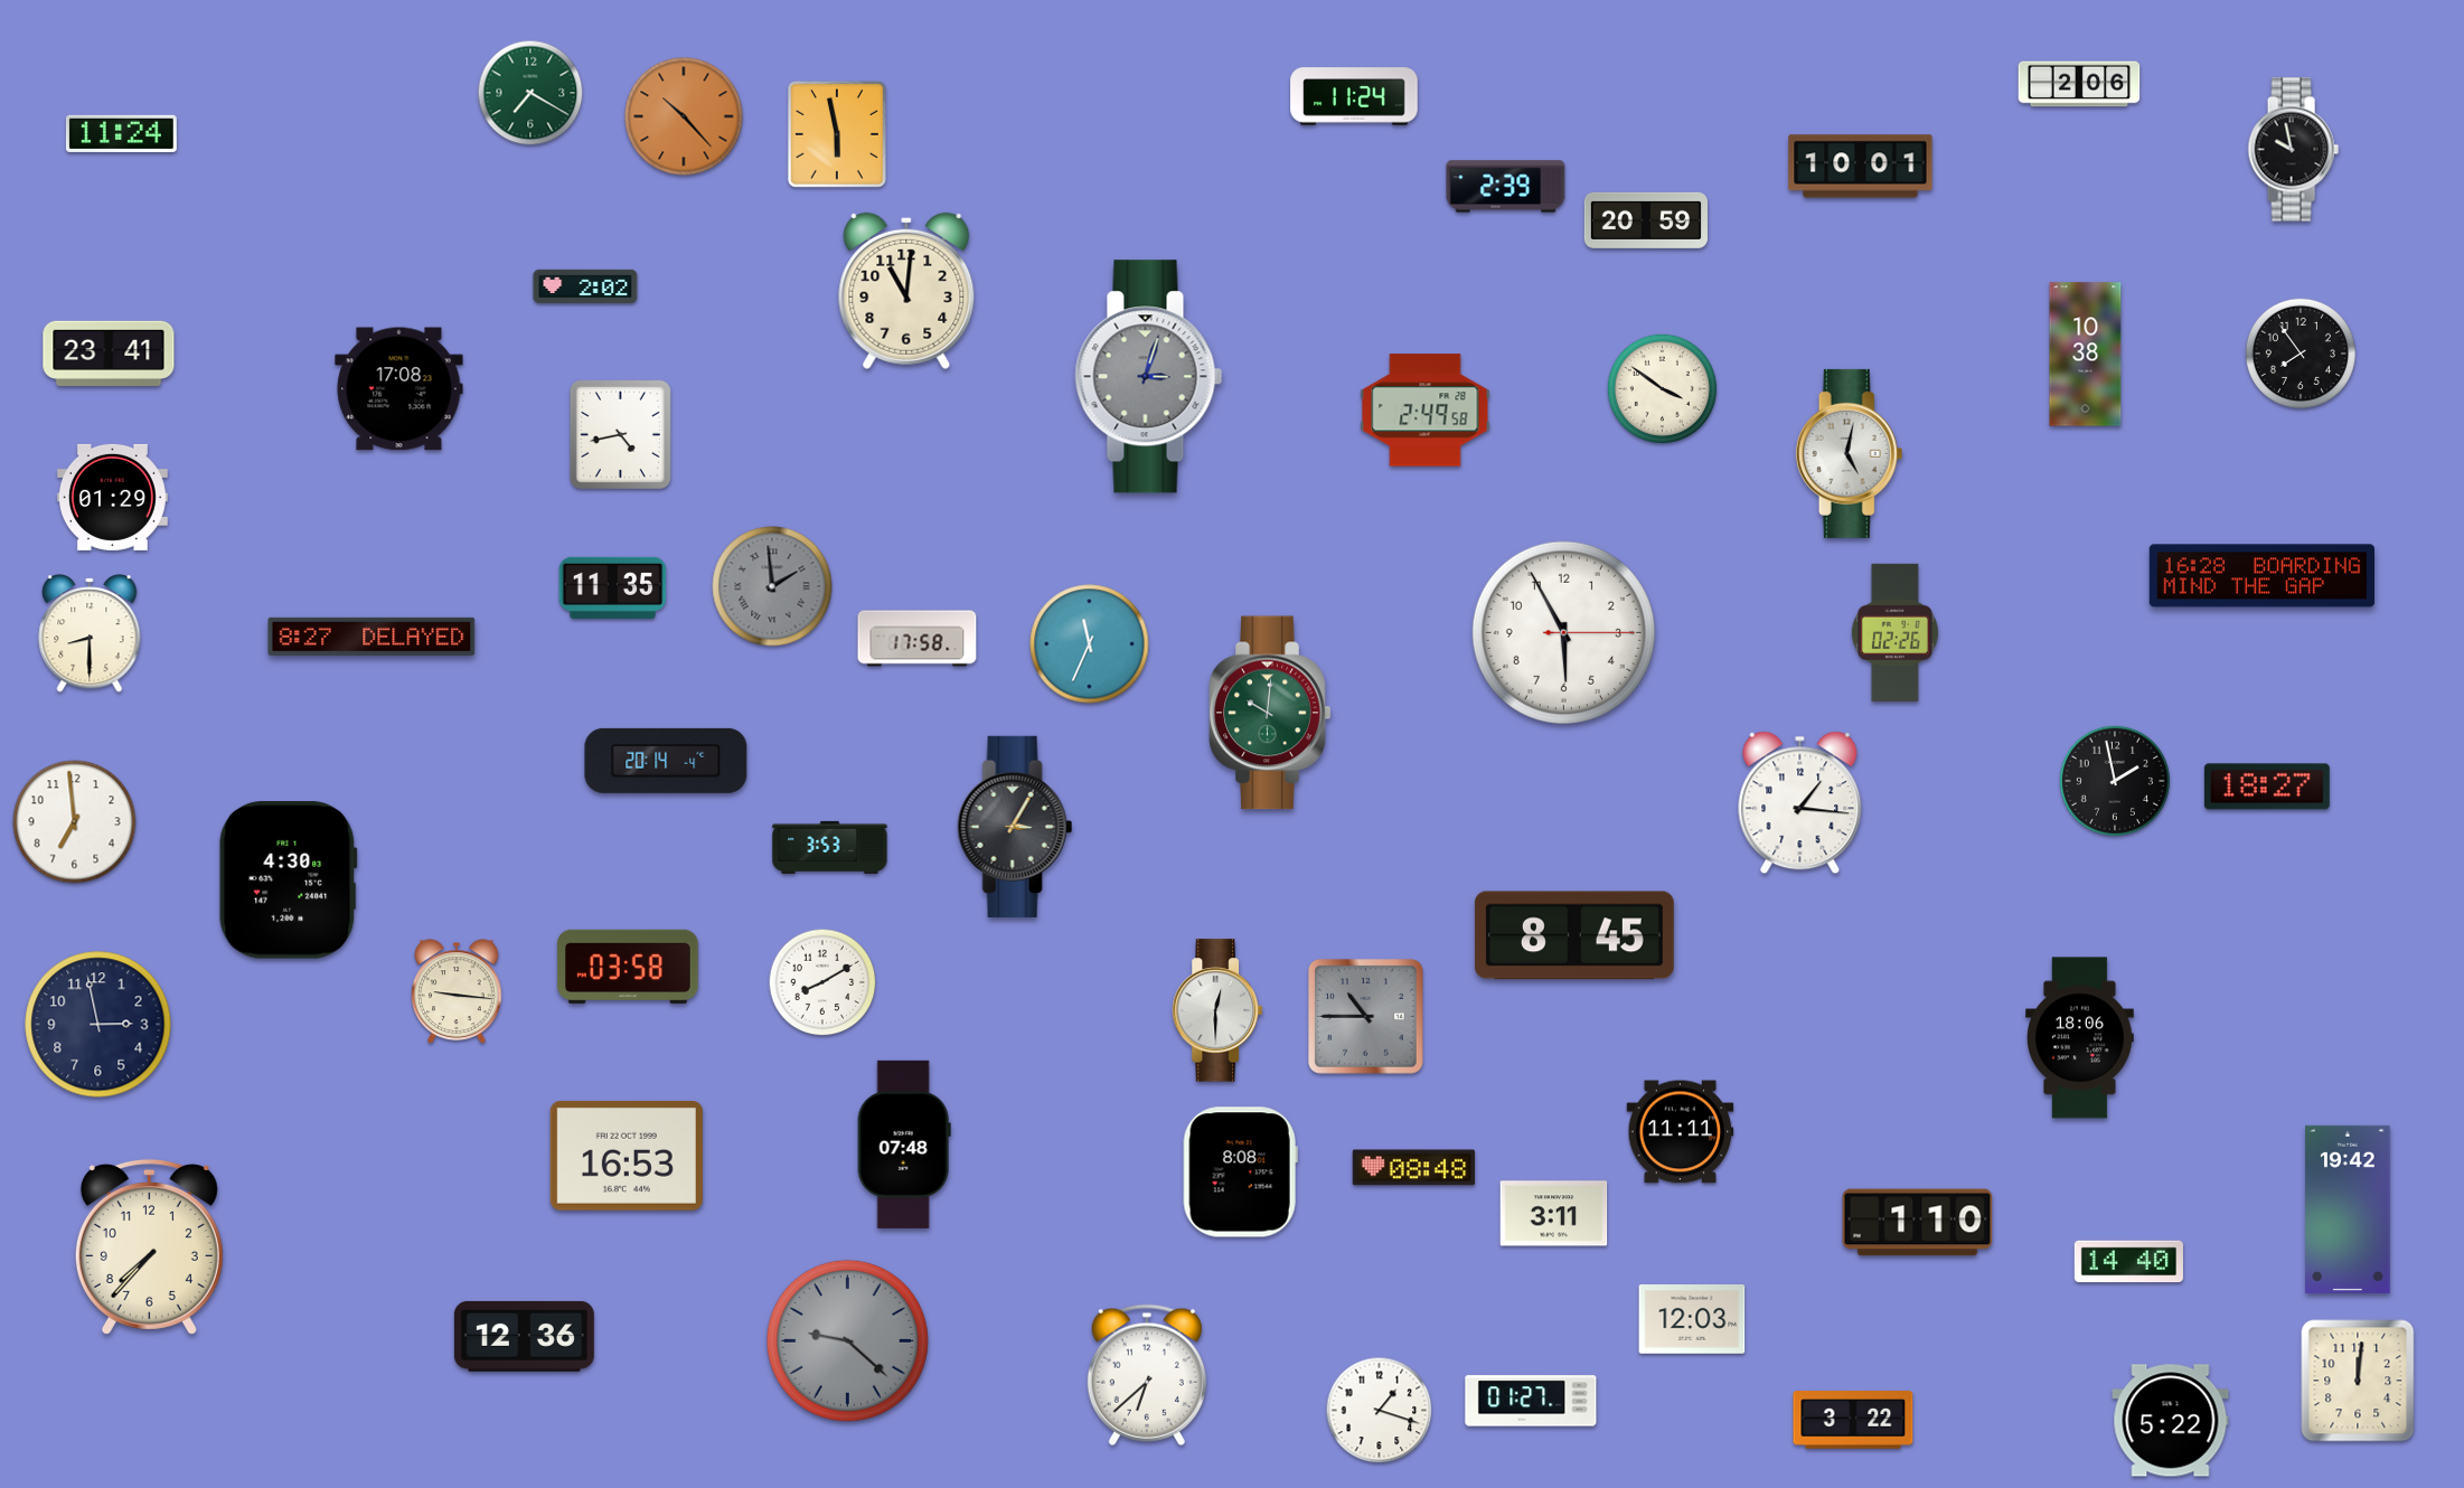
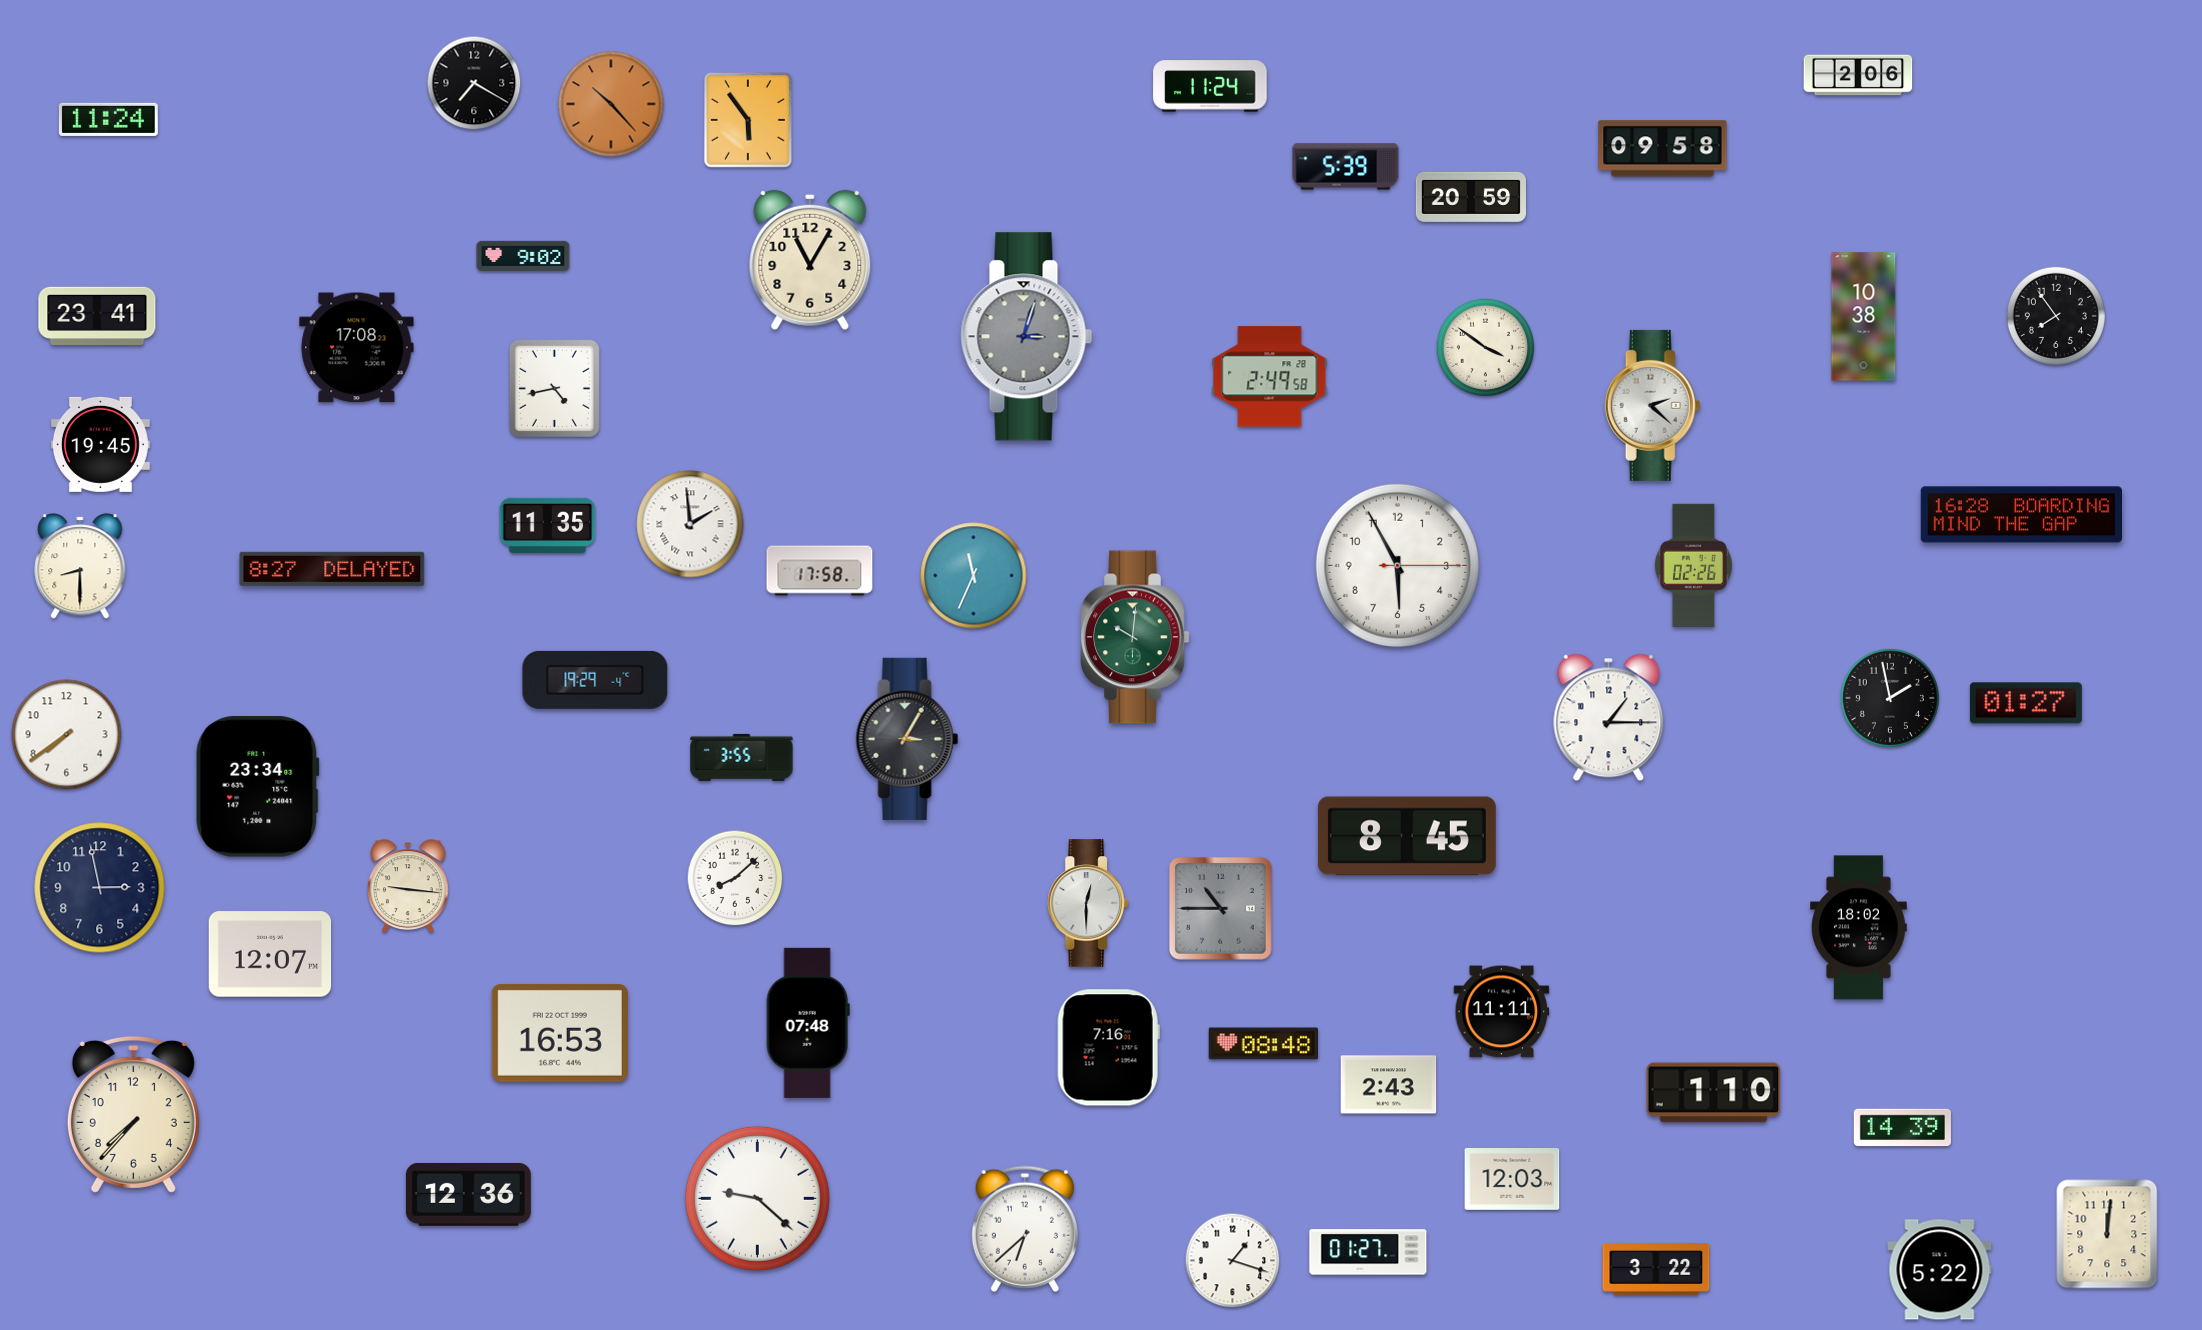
clock at (530, 93) dial: green -> black
clock at (837, 134): 5:58 -> 5:54
clock at (2293, 150): 9:58 -> none
clock at (1861, 167): 10:01 -> 09:58
clock at (1506, 187): 2:39 -> 5:39
clock at (585, 286): 2:02 -> 9:02
clock at (906, 291): 11:01 -> 11:05
clock at (1426, 411) position: (1426, 411) -> (1270, 377)
clock at (1850, 453): 5:02 -> 2:22
clock at (112, 497): 01:29 -> 19:45
clock at (772, 586) dial: grey -> white
clock at (666, 761): 20:14 -> 19:29
clock at (2267, 787): 18:27 -> 01:27
clock at (1800, 803): 1:16 -> 1:15
clock at (75, 822): 6:59 -> 7:39
clock at (830, 847): 3:53 -> 3:55
clock at (289, 880): 4:30 -> 23:34
clock at (628, 967): 03:58 -> none
clock at (822, 982): 8:10 -> 8:08
clock at (98, 1025) position: (98, 1025) -> (100, 888)
clock at (2080, 1038): 18:06 -> 18:02
clock at (270, 954): none -> 12:07
clock at (1240, 1172): 8:08 -> 7:16
clock at (2348, 1209): 19:42 -> none
clock at (1554, 1214): 3:11 -> 2:43
clock at (2128, 1262): 14:40 -> 14:39
clock at (847, 1340) dial: grey -> white
